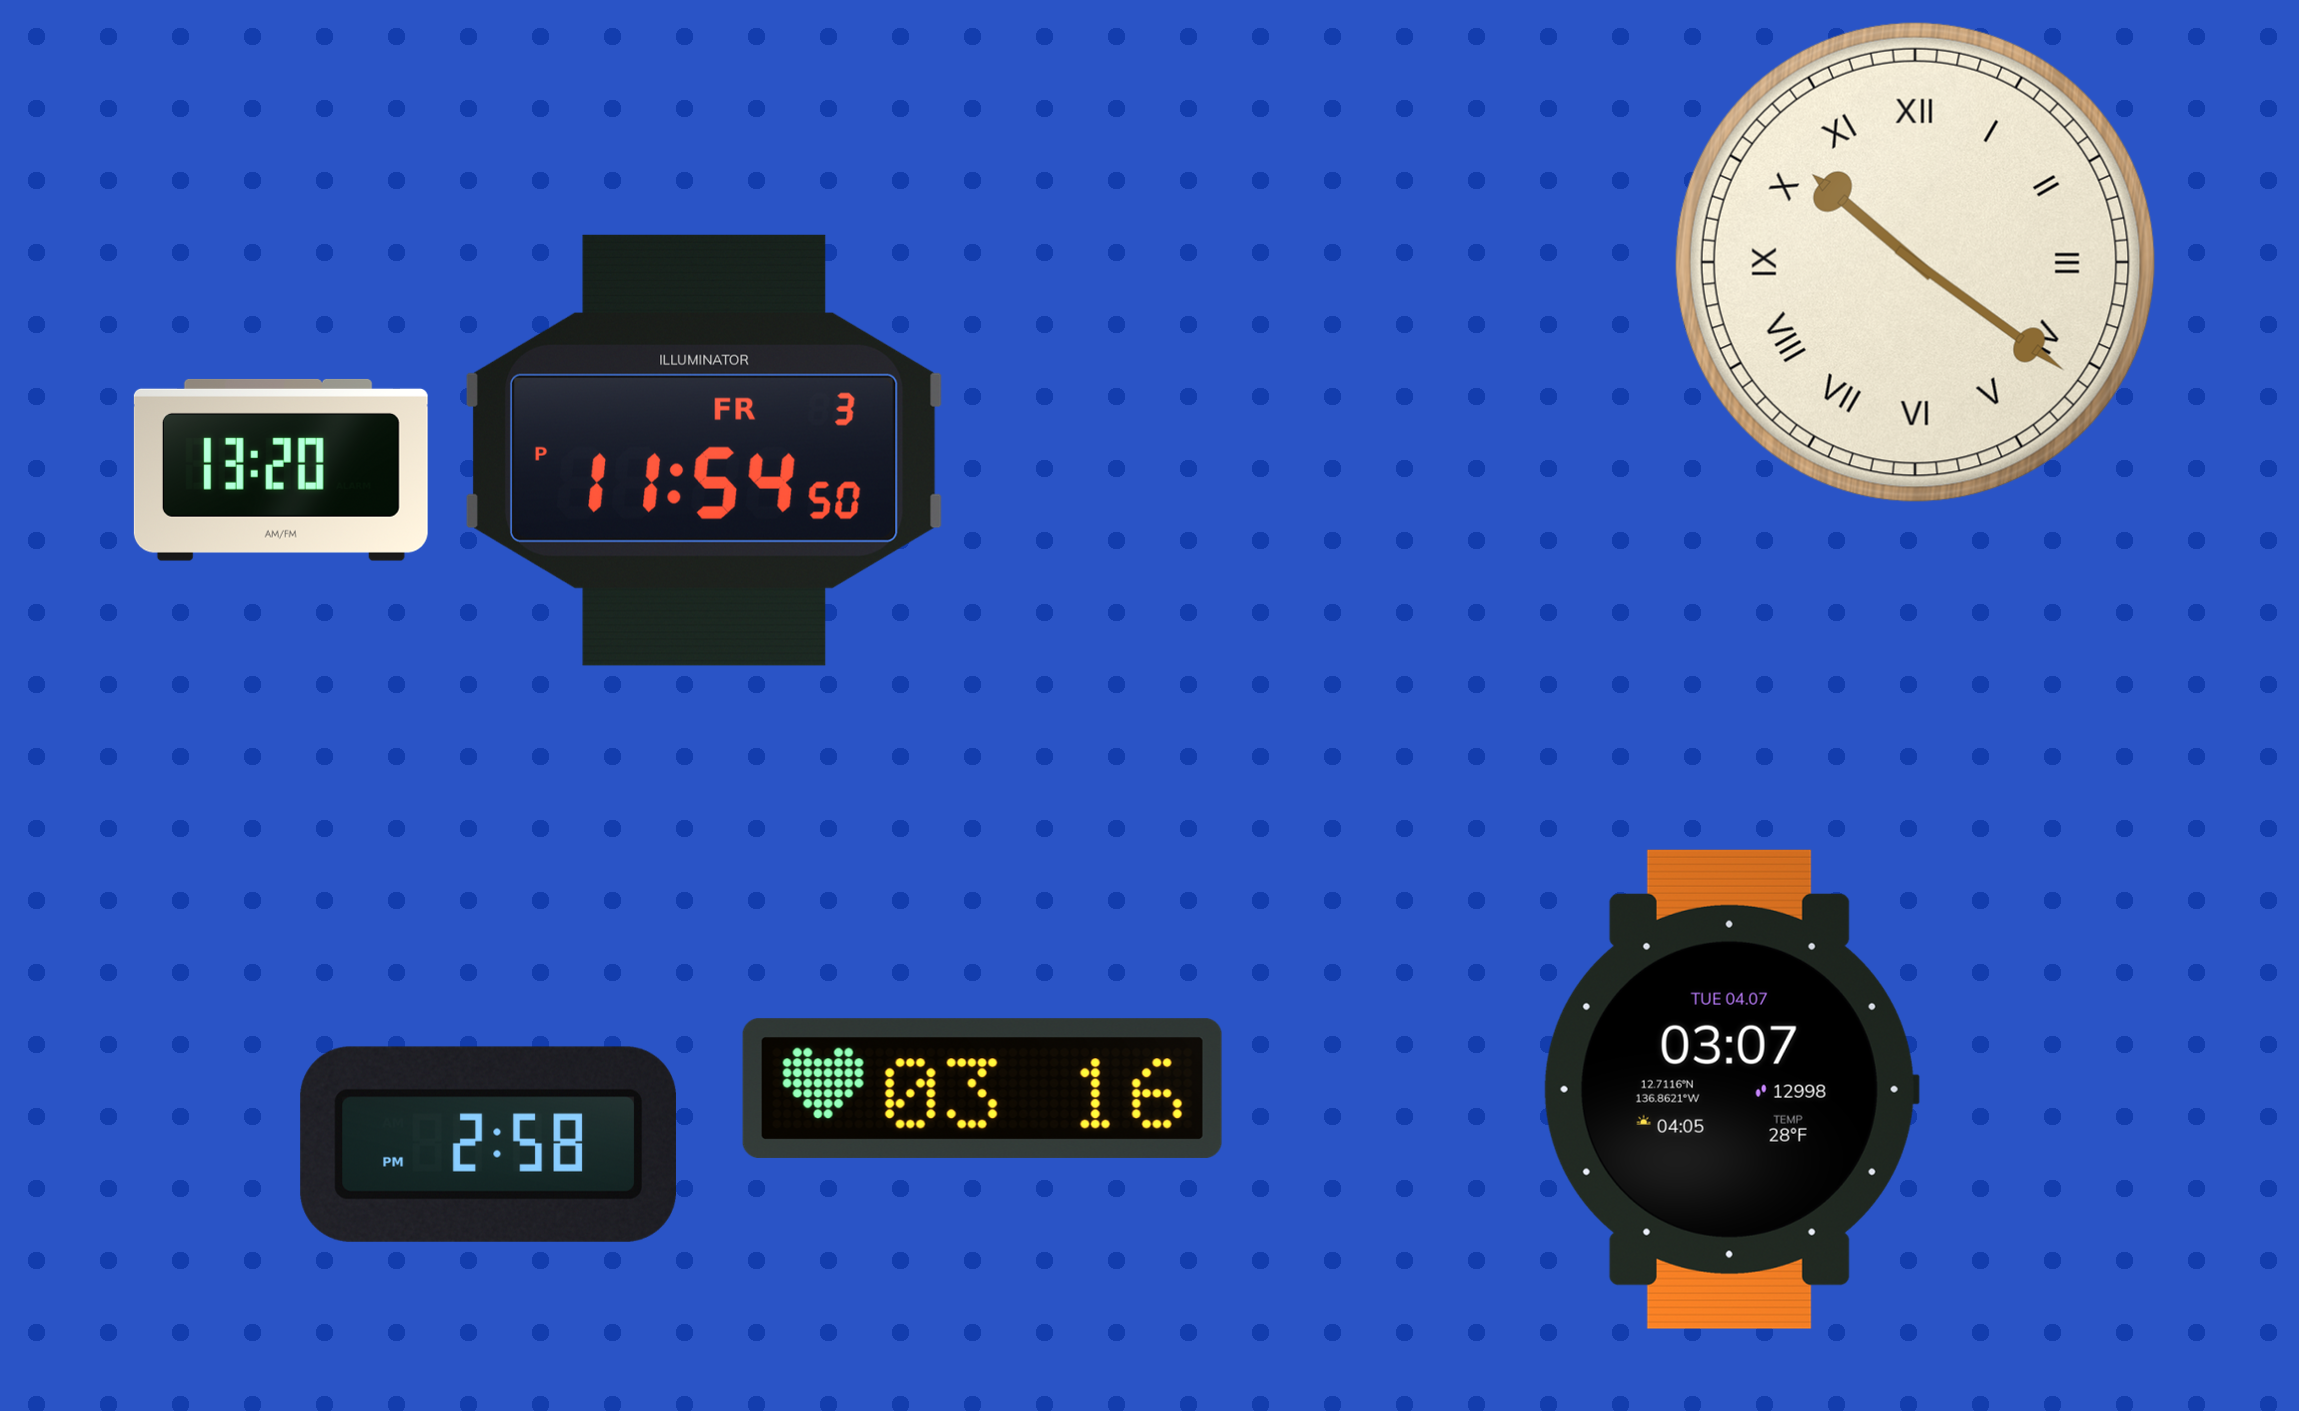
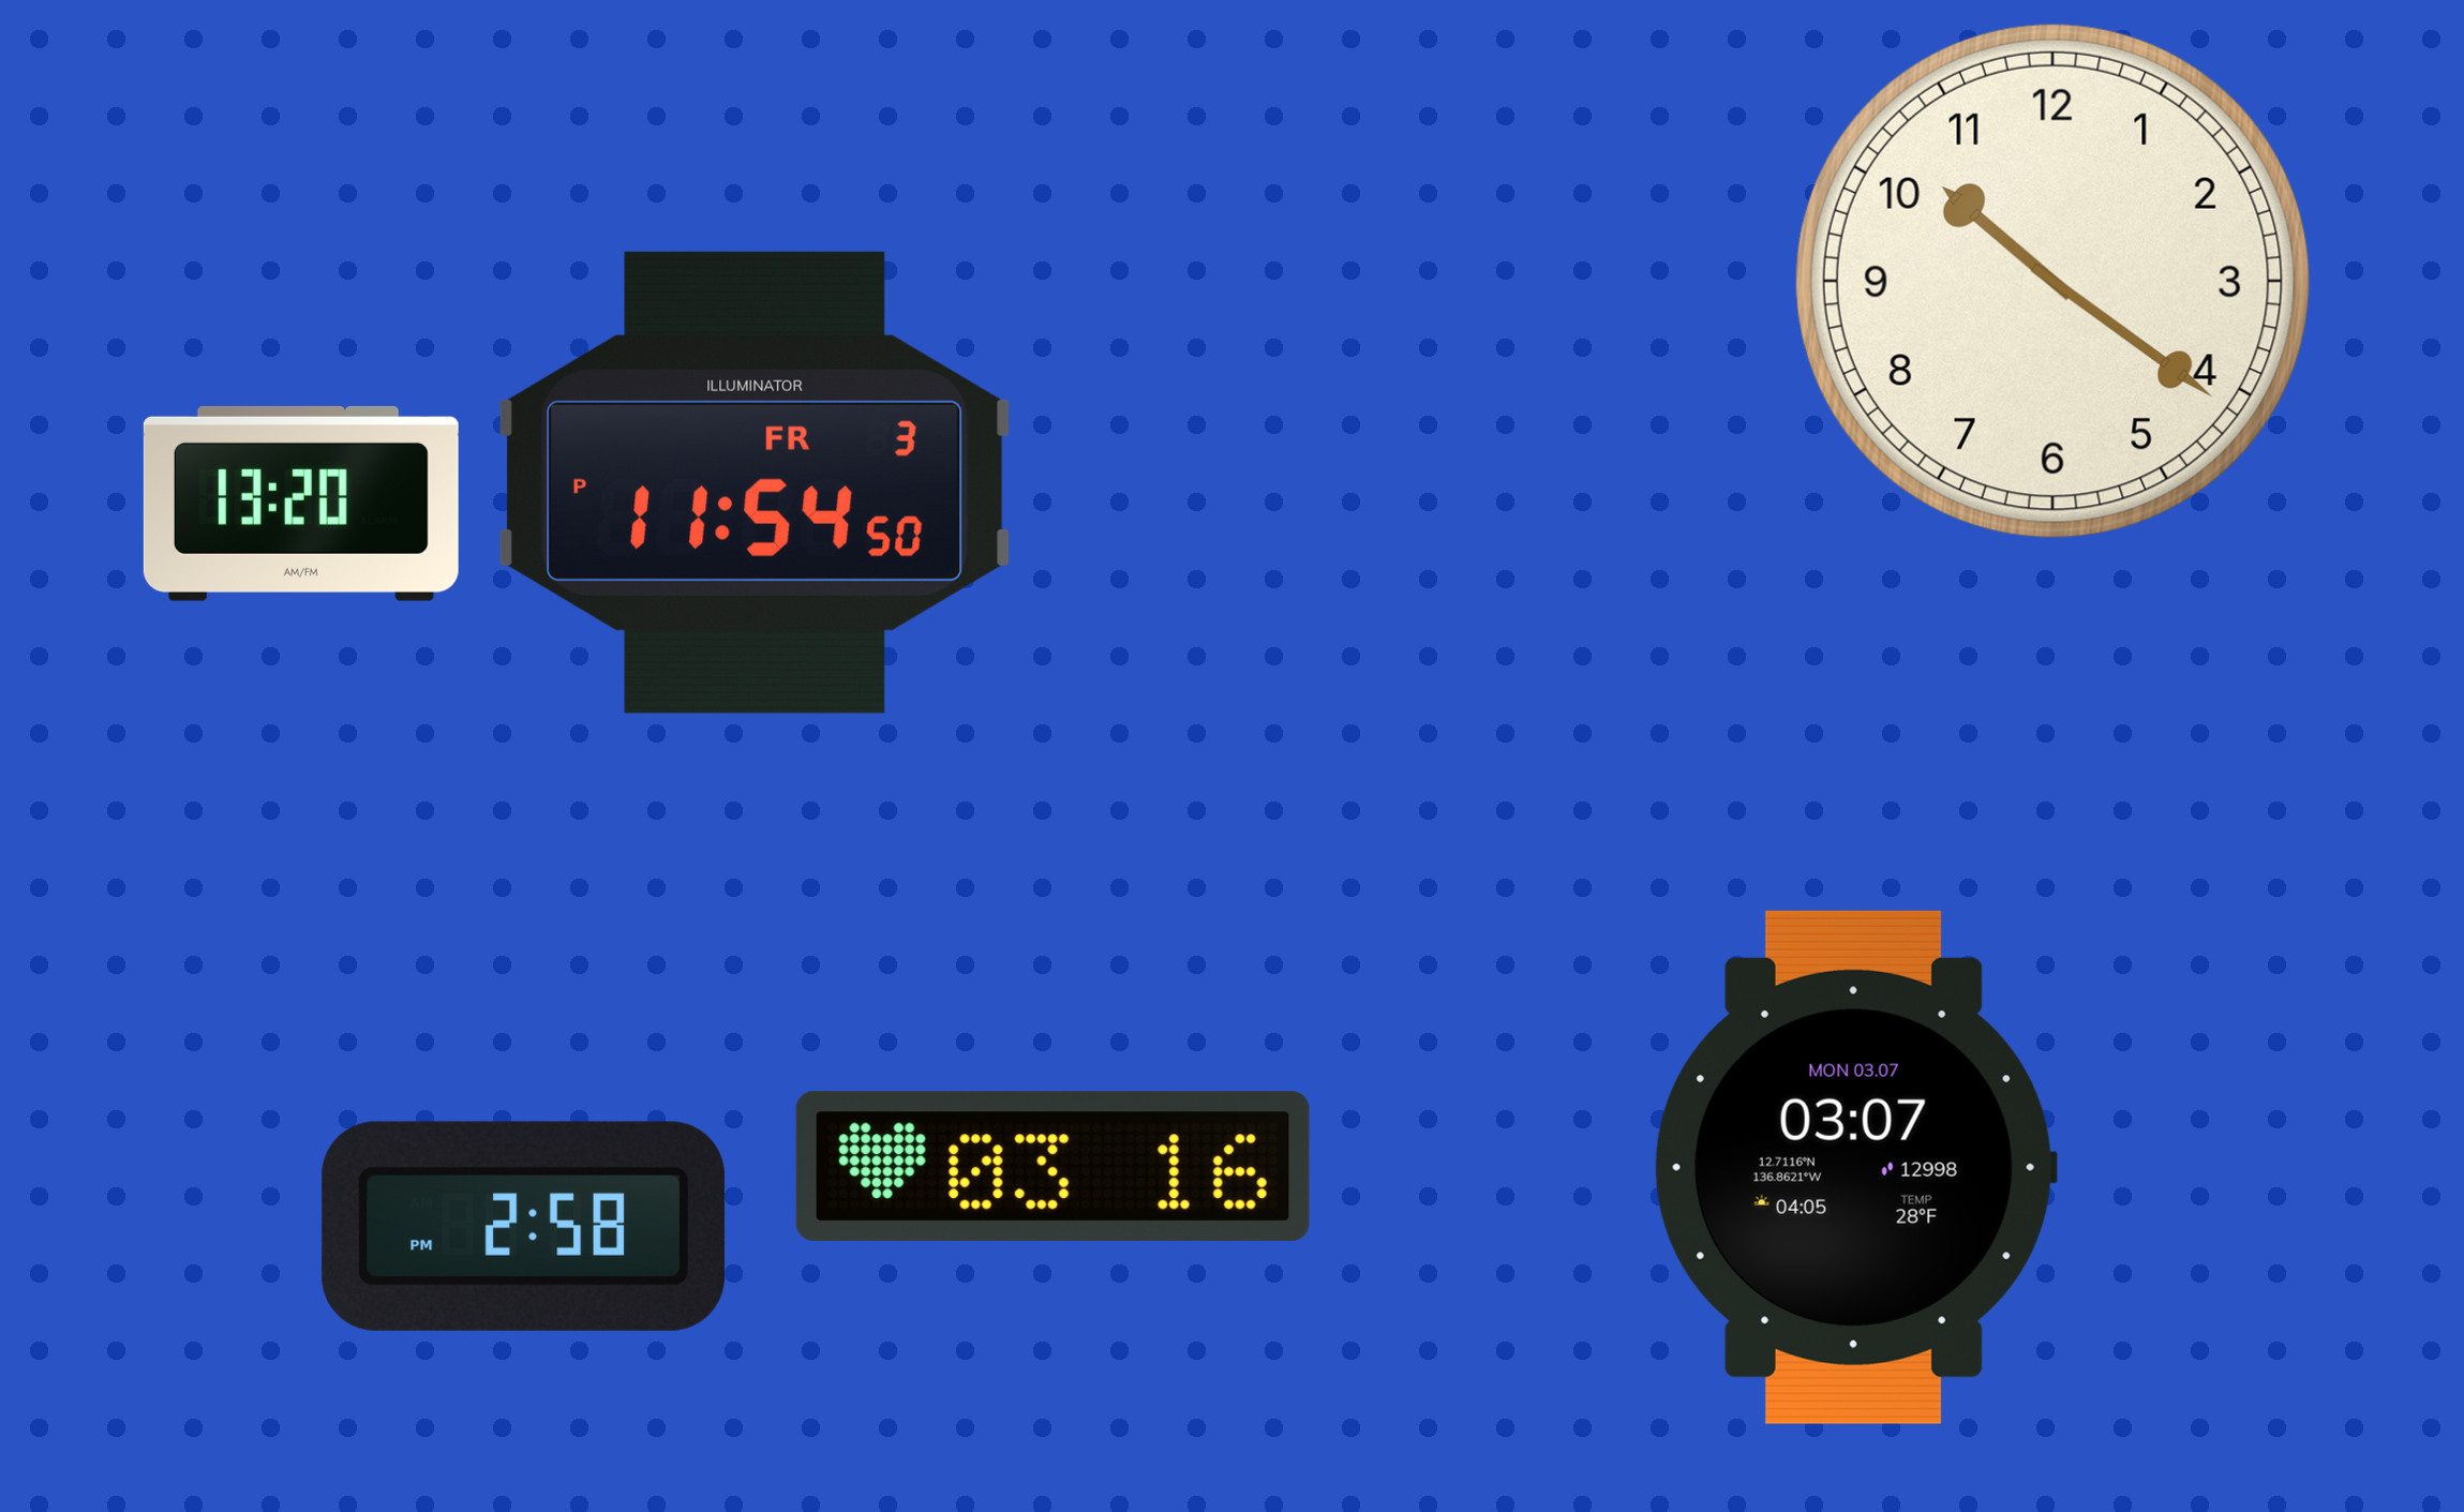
clock at (1915, 262) numerals: Roman -> Arabic
clock at (1731, 1089) date: TUE 04.07 -> MON 03.07
